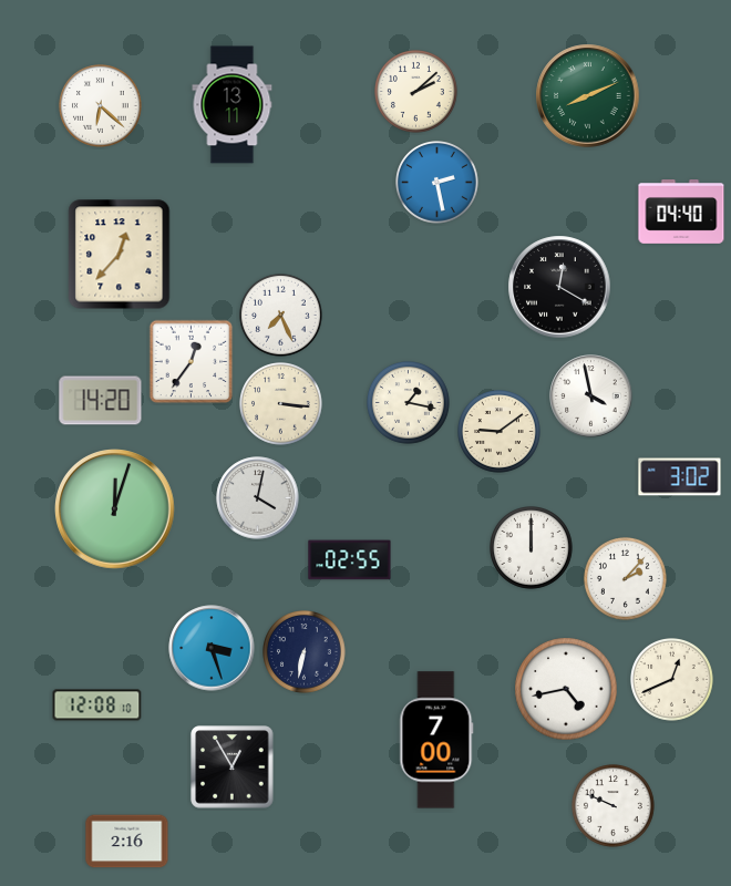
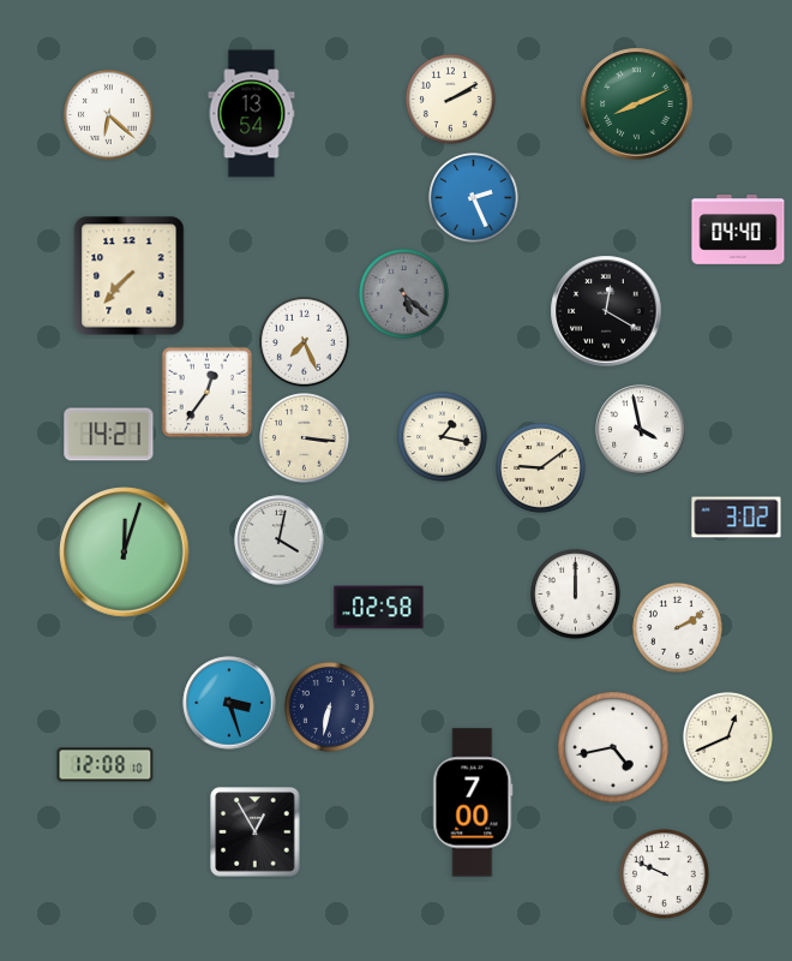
clock at (416, 92): 2:08 -> 2:10
clock at (233, 105): 13:11 -> 13:54
clock at (437, 183): 2:28 -> 2:26
clock at (120, 255): 12:37 -> 7:37
clock at (404, 294): none -> 5:22
clock at (101, 401): 14:20 -> 14:21
clock at (350, 560): 02:55 -> 02:58
clock at (626, 579): 2:07 -> 2:10
clock at (233, 767) position: (233, 767) -> (256, 832)
clock at (127, 842): 2:16 -> none
